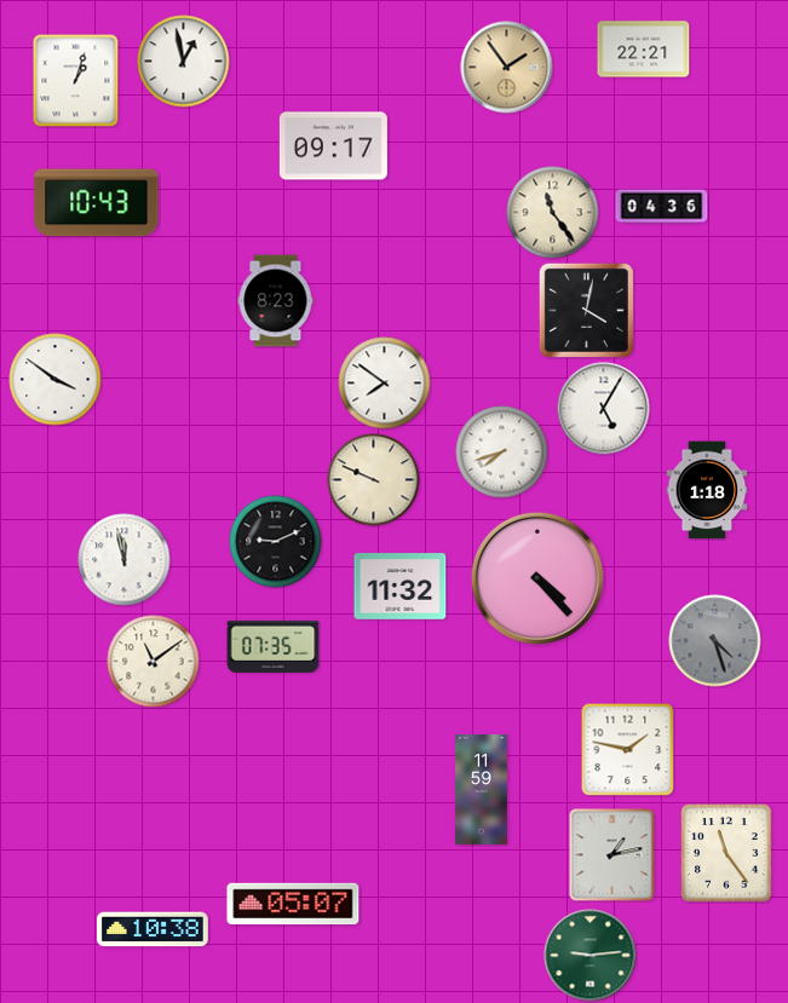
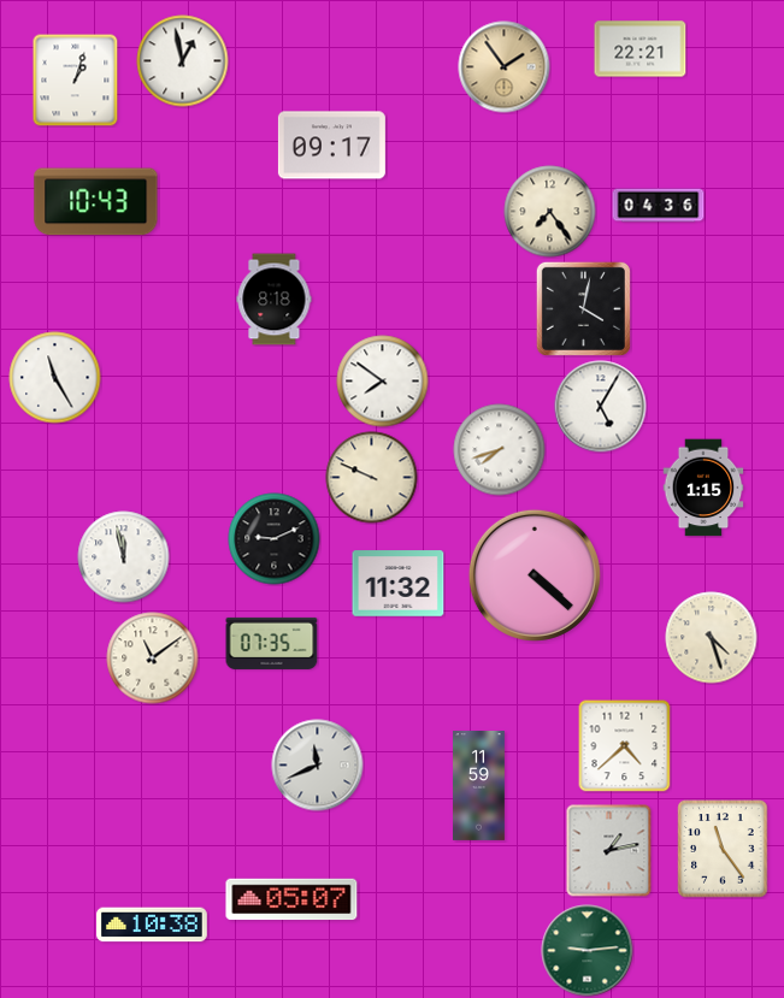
clock at (553, 213): 11:24 -> 7:24
clock at (276, 301): 8:23 -> 8:18
clock at (56, 380): 3:51 -> 11:25
clock at (707, 490): 1:18 -> 1:15
clock at (537, 578): 4:23 -> 4:22
clock at (715, 641) dial: grey -> cream
clock at (627, 749): 1:47 -> 4:38
clock at (318, 766): none -> 11:41
